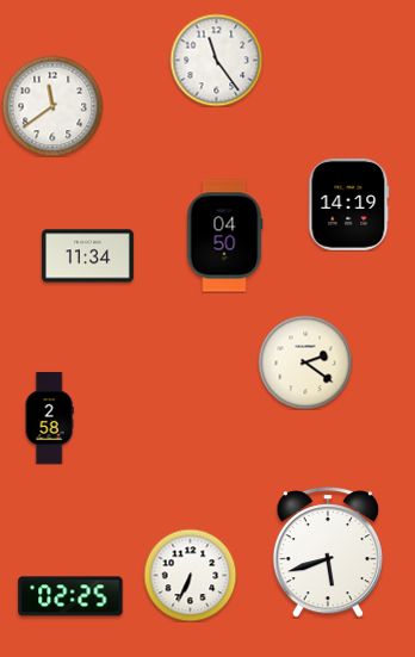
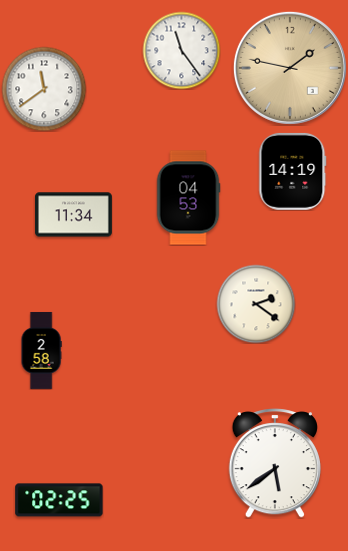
clock at (290, 68): none -> 1:47
clock at (224, 236): 04:50 -> 04:53
clock at (328, 552): 5:42 -> 5:39
clock at (190, 575): 6:34 -> none
